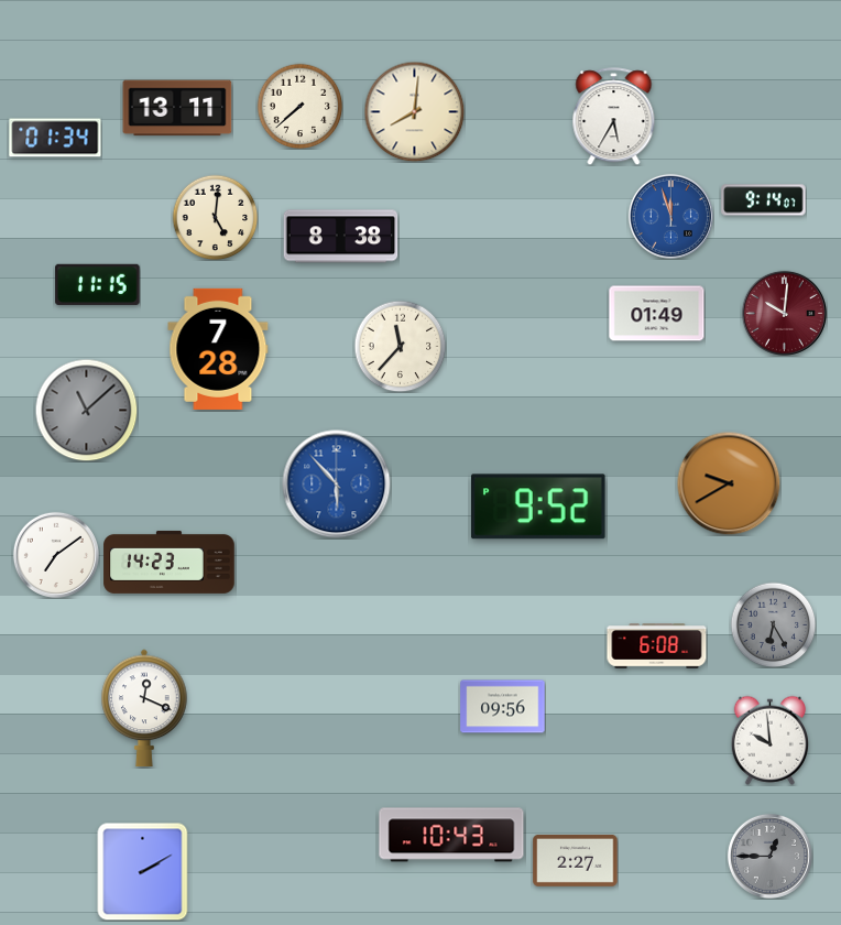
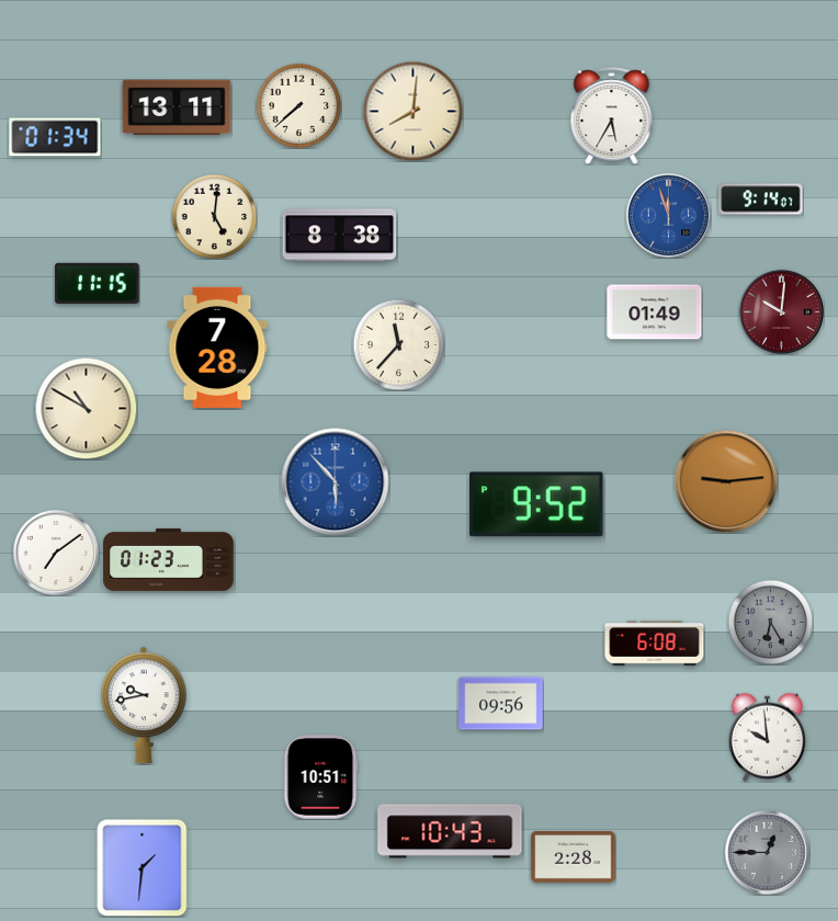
clock at (86, 410): 11:08 -> 10:50
clock at (86, 410) dial: grey -> cream
clock at (729, 483): 9:40 -> 9:14
clock at (170, 562): 14:23 -> 01:23
clock at (144, 707): 12:19 -> 9:43
clock at (320, 777): none -> 10:51
clock at (576, 860): 2:27 -> 2:28
clock at (143, 871): 2:10 -> 1:31
